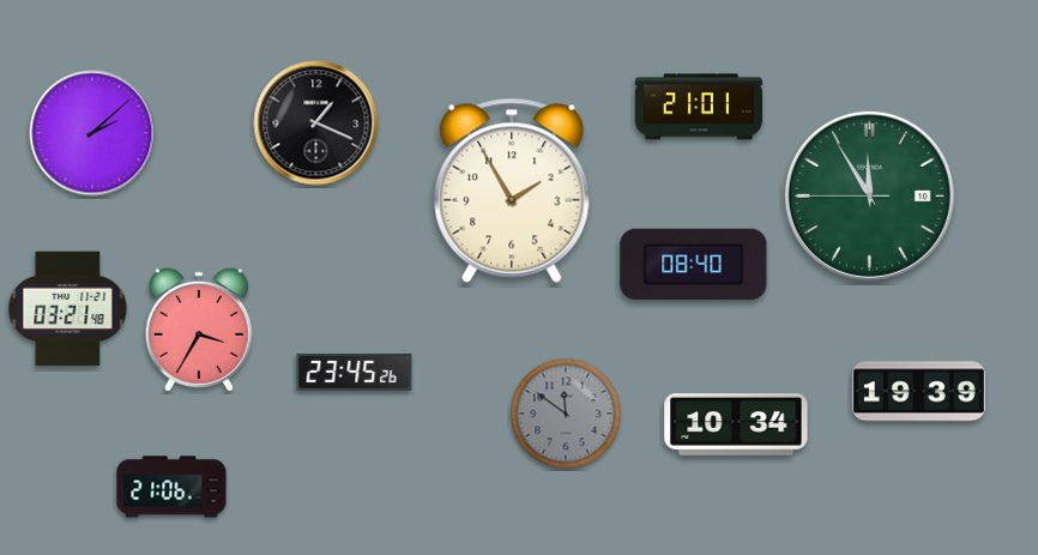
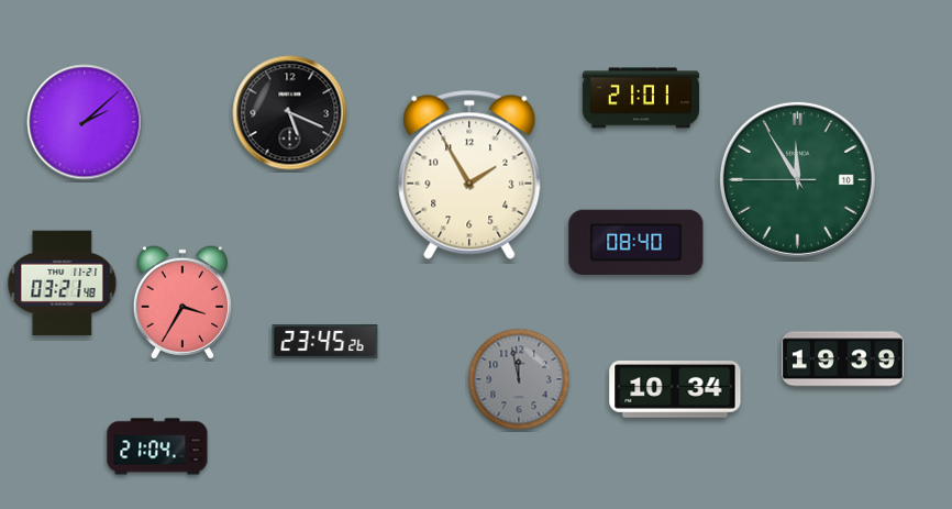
clock at (316, 123): 1:19 -> 5:19
clock at (566, 414): 11:51 -> 11:58
clock at (171, 487): 21:06 -> 21:04
